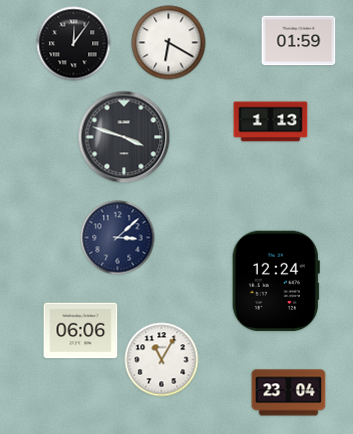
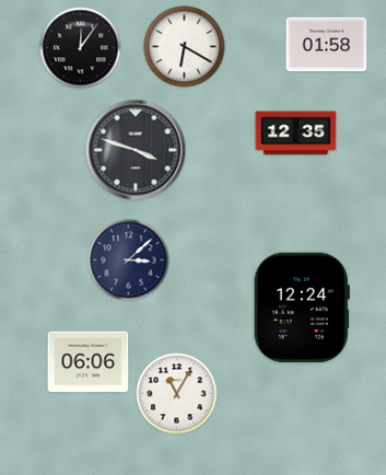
clock at (299, 41): 01:59 -> 01:58
clock at (271, 122): 1:13 -> 12:35
clock at (289, 393): 23:04 -> none
